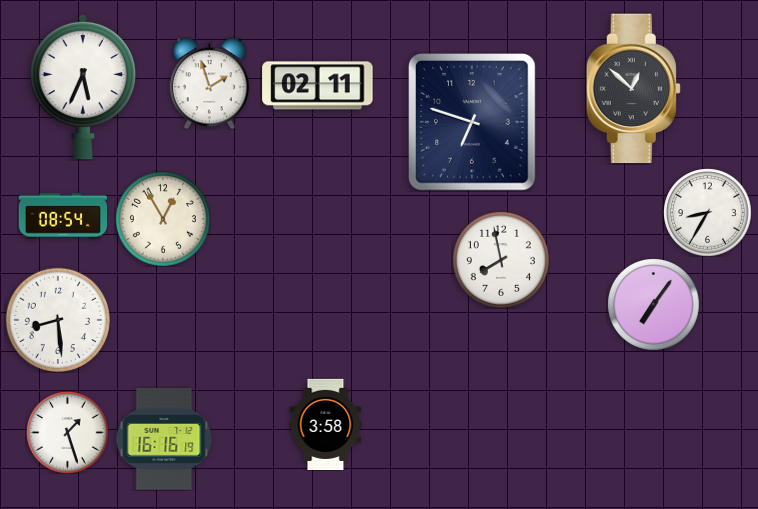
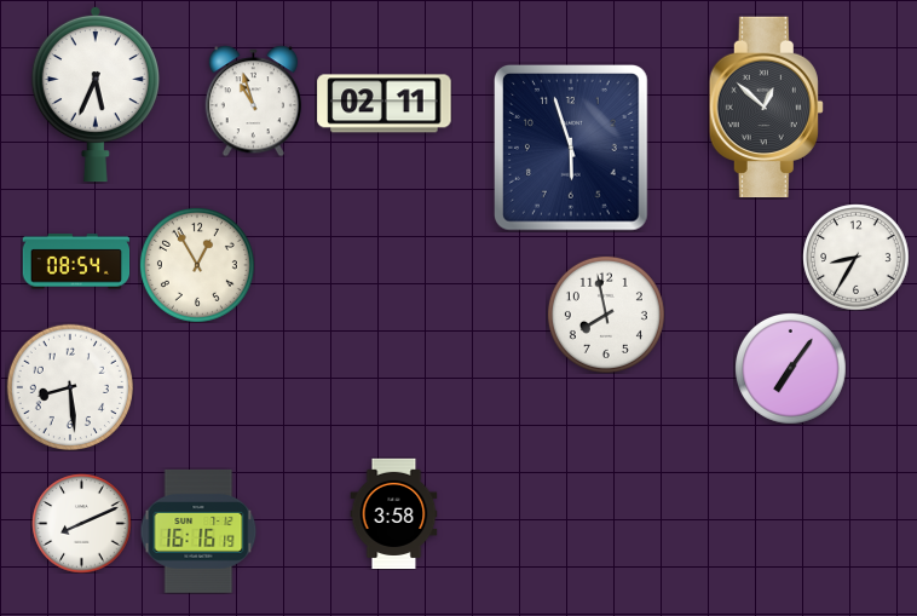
clock at (209, 83): 1:57 -> 10:57
clock at (83, 87) position: (83, 87) -> (96, 94)
clock at (473, 123): 6:48 -> 5:57
clock at (67, 432): 1:27 -> 8:11
